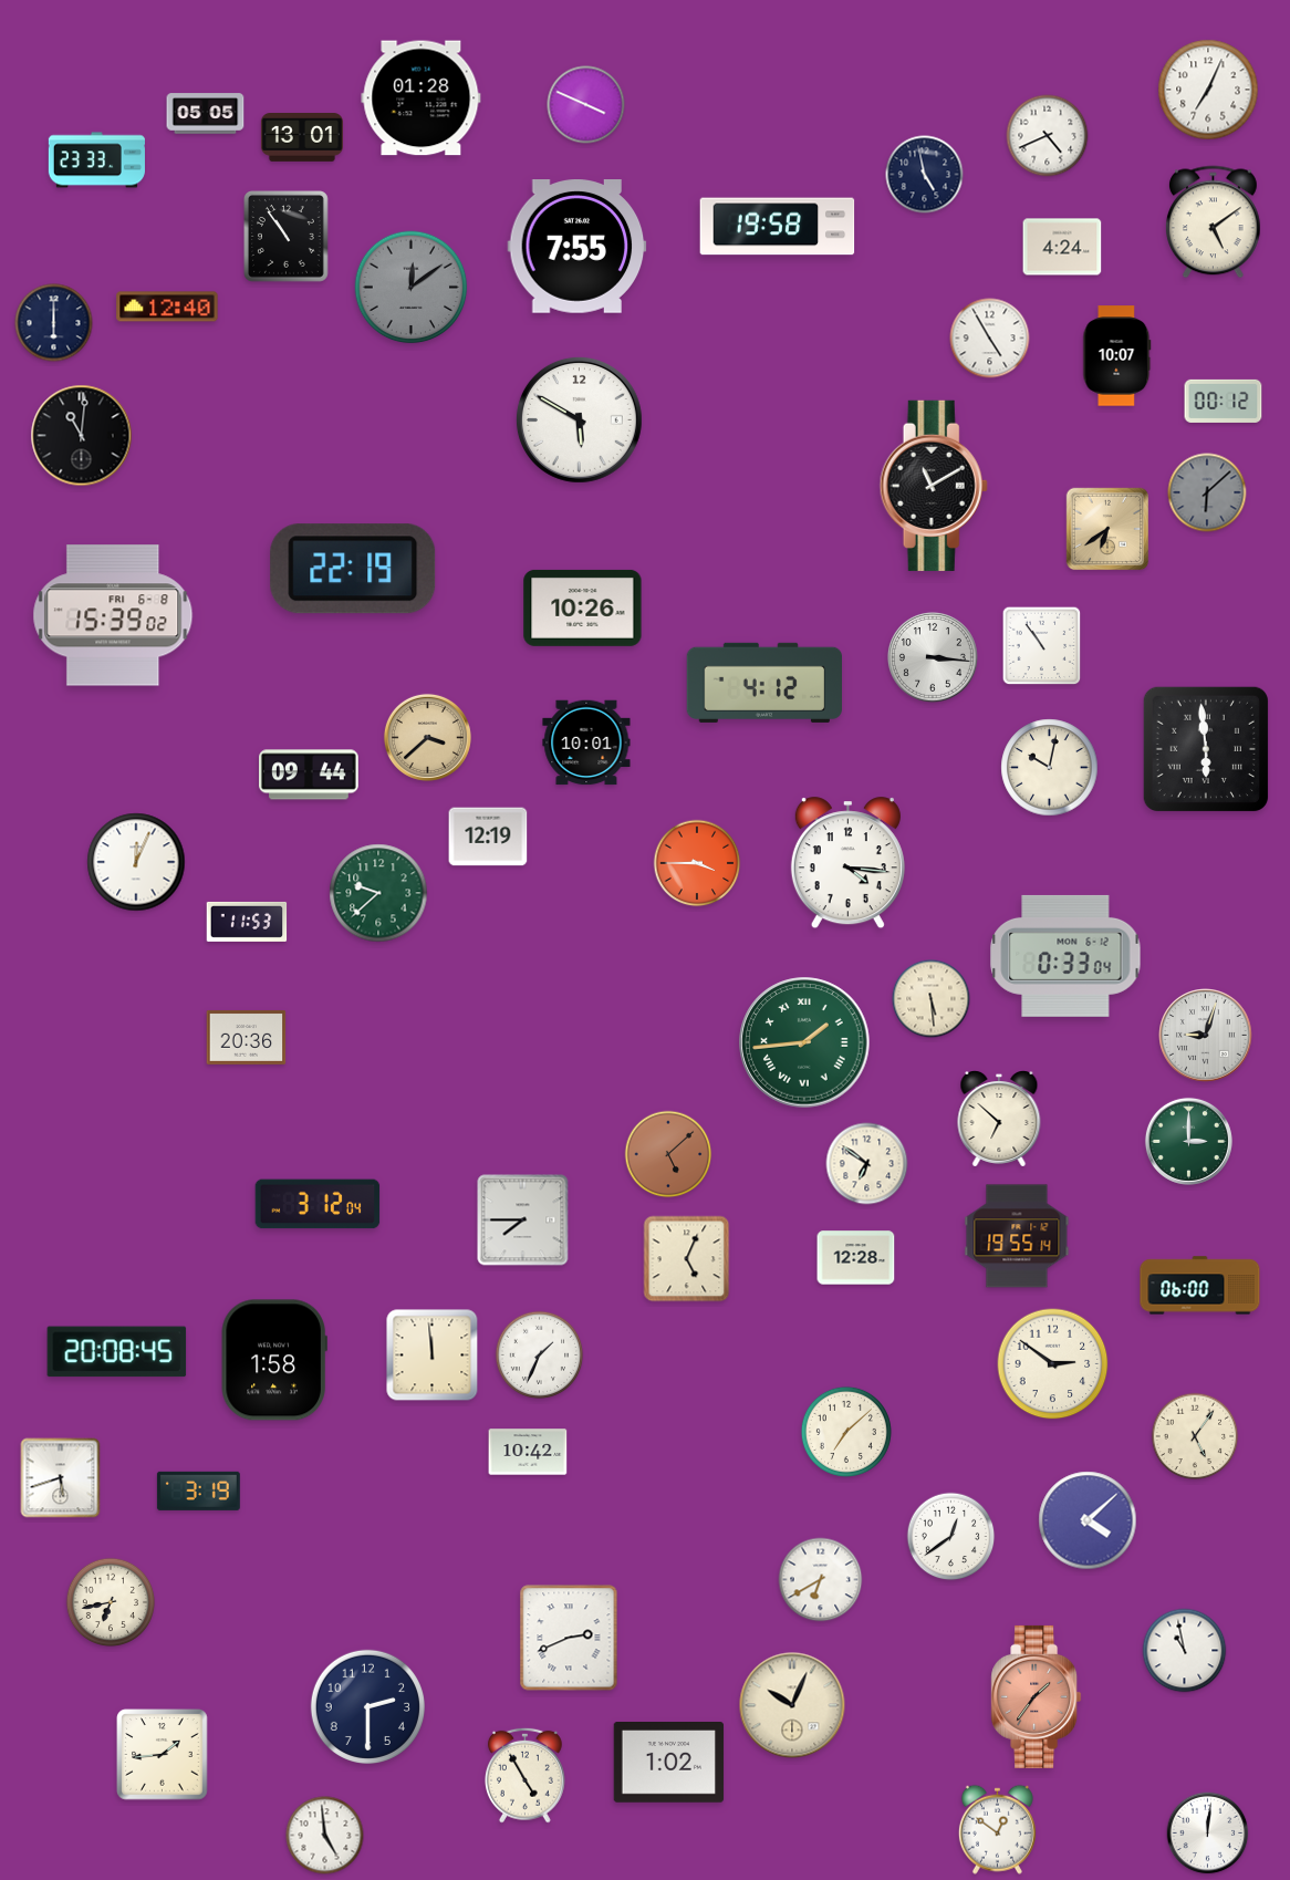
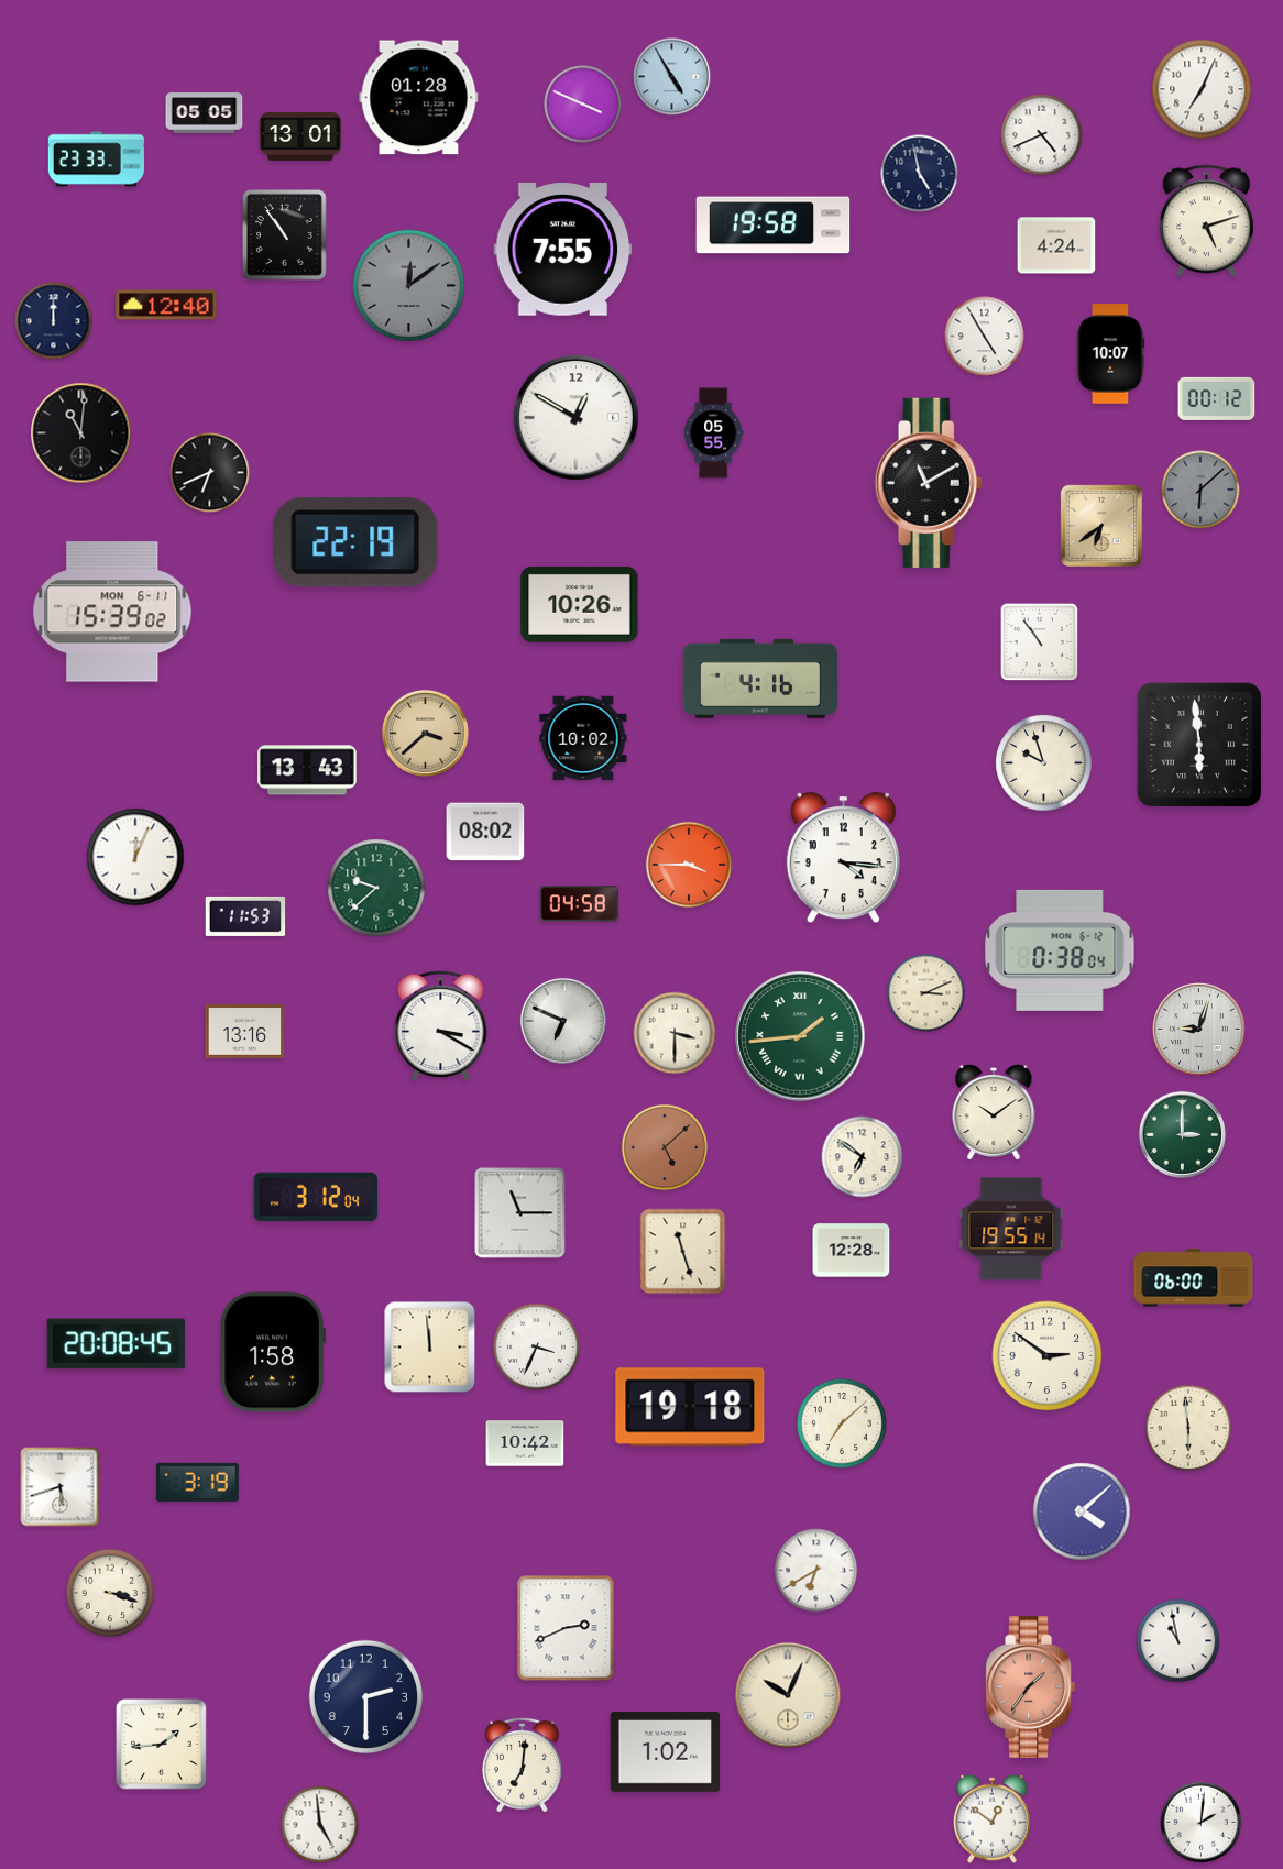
clock at (672, 77): none -> 4:55
clock at (1213, 222): 5:09 -> 5:12
clock at (578, 247) position: (578, 247) -> (563, 250)
clock at (54, 323): 6:00 -> 12:00
clock at (579, 419): 5:50 -> 12:50
clock at (714, 433): none -> 05:55
clock at (210, 473): none -> 6:41
clock at (353, 569) position: (353, 569) -> (355, 542)
clock at (113, 615) date: FRI 6-8 -> MON 6-11
clock at (1042, 646) position: (1042, 646) -> (1040, 642)
clock at (933, 657): 3:16 -> none
clock at (763, 683): 4:12 -> 4:16
clock at (586, 742): 10:01 -> 10:02
clock at (1050, 768): 10:02 -> 9:57
clock at (309, 775): 09:44 -> 13:43
clock at (488, 837): 12:19 -> 08:02
clock at (697, 863) position: (697, 863) -> (689, 865)
clock at (580, 904): none -> 04:58
clock at (1065, 956): 0:33 -> 0:38
clock at (932, 999): 5:29 -> 3:11
clock at (563, 1021): none -> 6:49
clock at (441, 1025): none -> 3:20
clock at (247, 1037): 20:36 -> 13:16
clock at (675, 1033): none -> 3:30
clock at (999, 1120): 6:52 -> 10:09
clock at (523, 1221): 7:45 -> 11:15
clock at (687, 1259): 5:04 -> 11:27
clock at (540, 1356): 1:34 -> 3:34
clock at (690, 1407): none -> 19:18
clock at (1195, 1436): 5:06 -> 5:59
clock at (61, 1478) position: (61, 1478) -> (61, 1487)
clock at (951, 1537): 12:39 -> none
clock at (111, 1602): 6:43 -> 3:18
clock at (524, 1775): 4:55 -> 7:01
clock at (1208, 1834): 12:01 -> 2:01
clock at (325, 1836) position: (325, 1836) -> (320, 1825)
